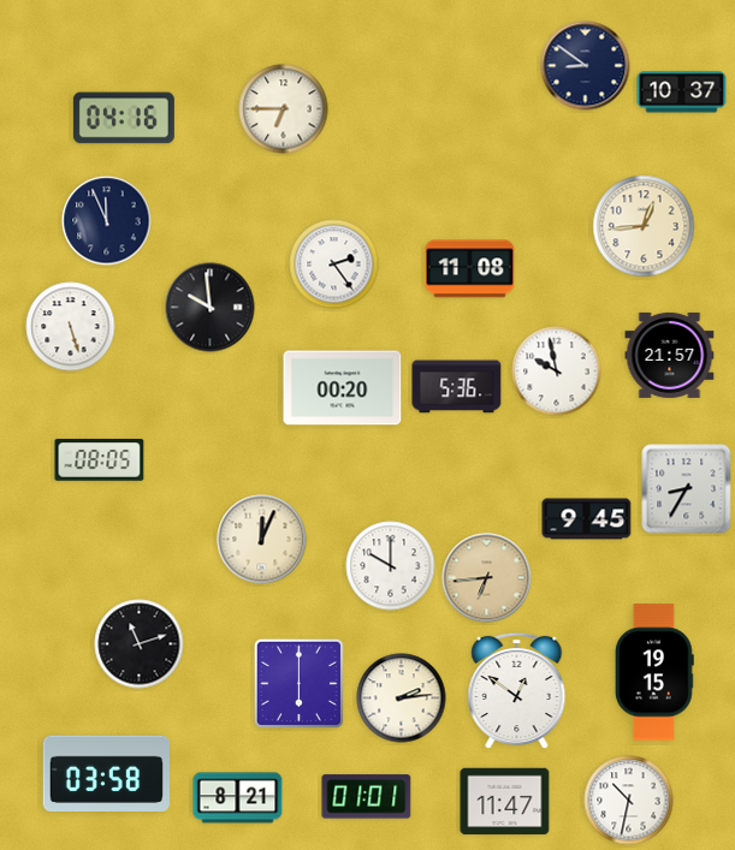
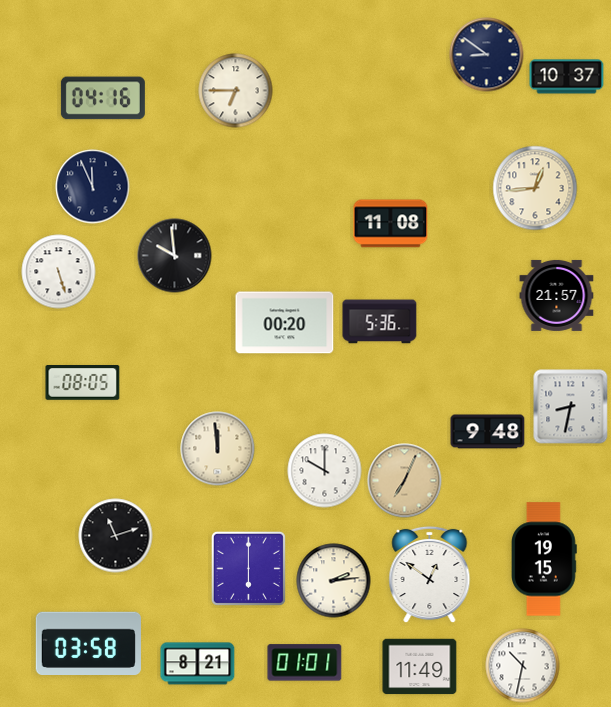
clock at (107, 221) position: (107, 221) -> (93, 187)
clock at (334, 264): 2:24 -> none
clock at (557, 371): 9:58 -> none
clock at (687, 489): 8:35 -> 8:32
clock at (587, 519): 9:45 -> 9:48
clock at (262, 540): 12:04 -> 11:59
clock at (487, 578): 6:44 -> 7:04
clock at (505, 802): 11:47 -> 11:49
